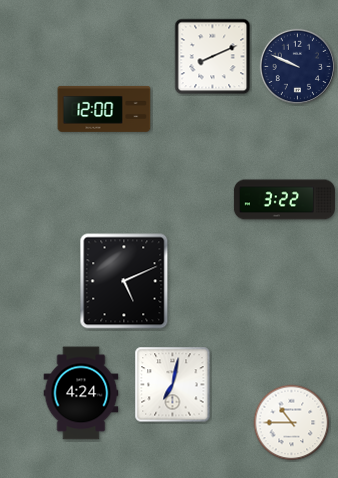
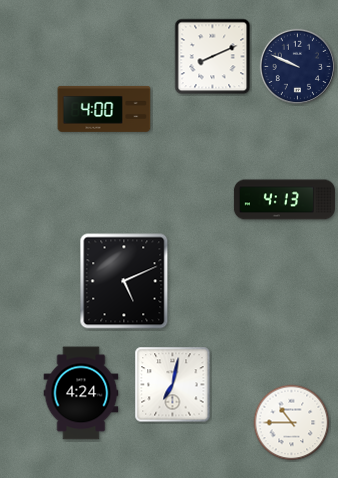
clock at (104, 109): 12:00 -> 4:00
clock at (284, 200): 3:22 -> 4:13
